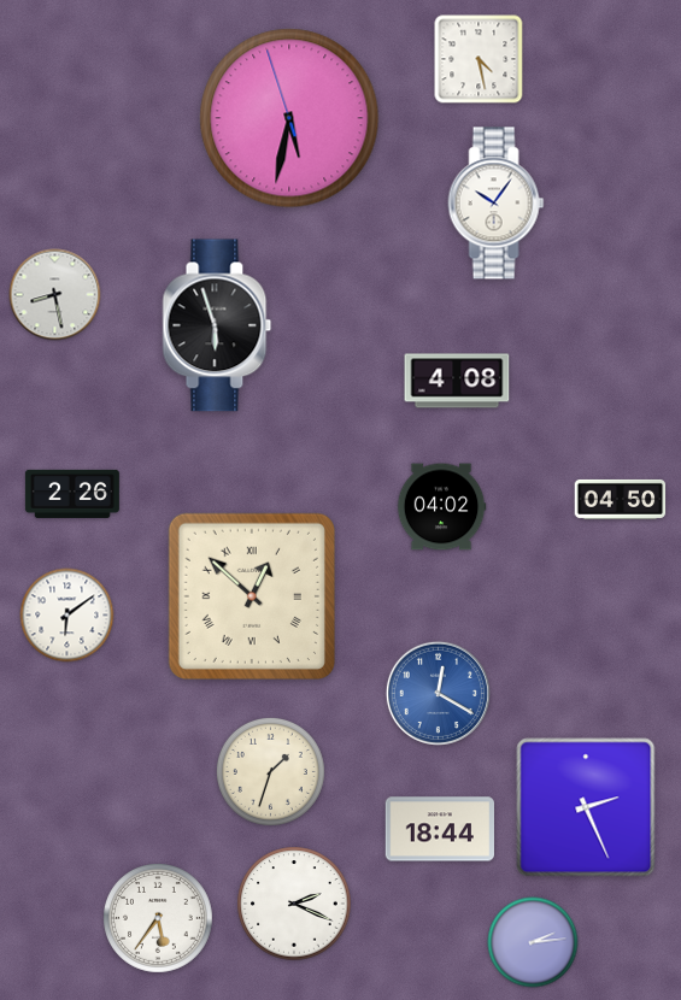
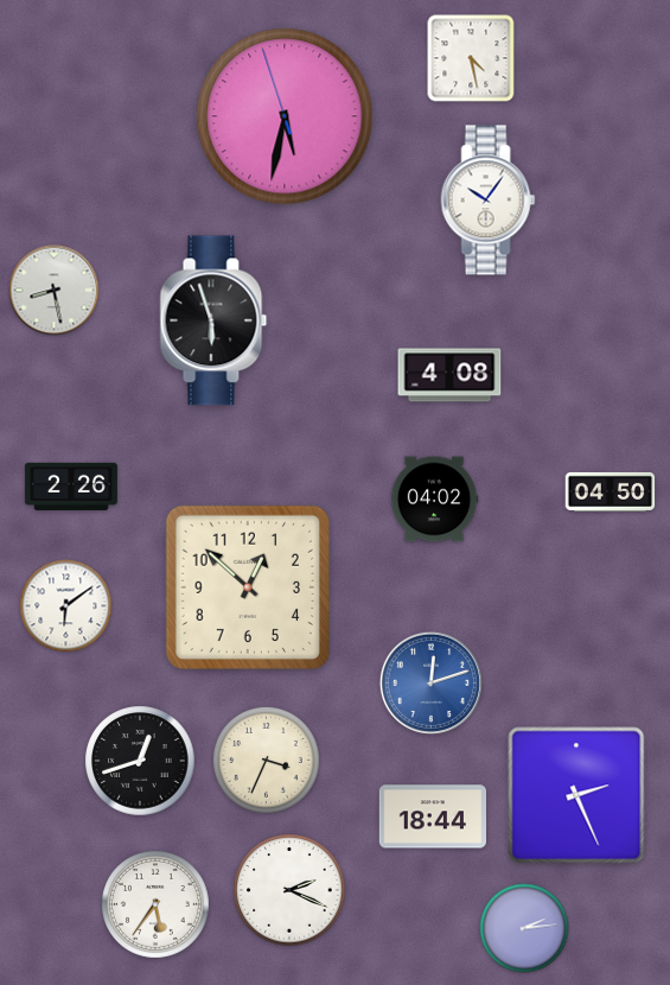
clock at (252, 596) numerals: Roman -> Arabic
clock at (438, 693): 12:20 -> 12:12
clock at (270, 771): 1:33 -> 3:34
clock at (140, 761): none -> 12:42
